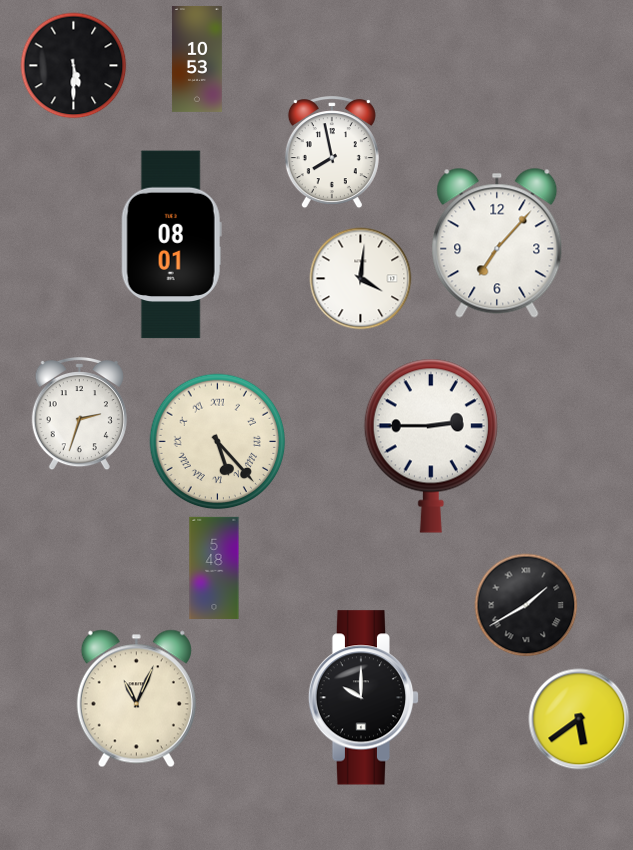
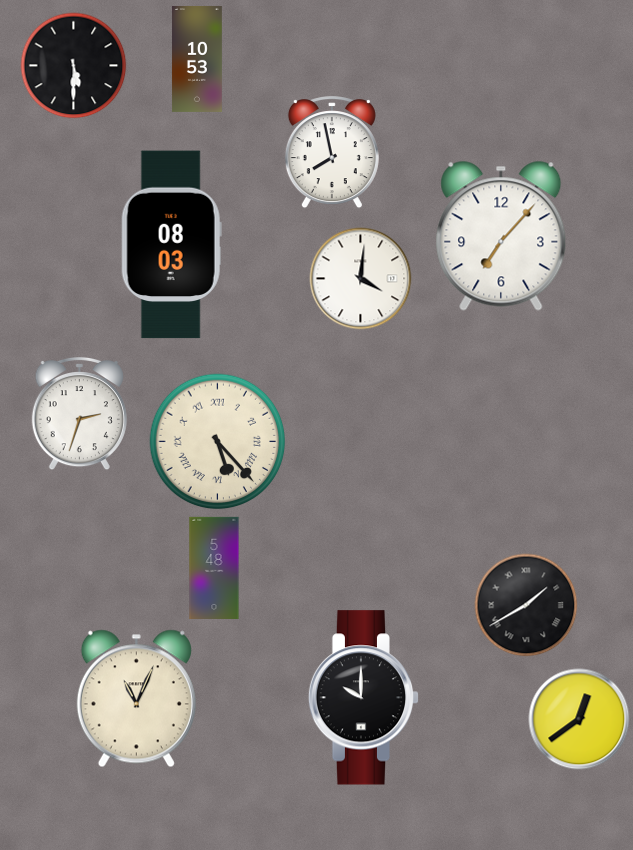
clock at (497, 243) position: (497, 243) -> (501, 236)
clock at (171, 245): 08:01 -> 08:03
clock at (431, 446): 2:45 -> none
clock at (579, 719): 5:39 -> 12:39
